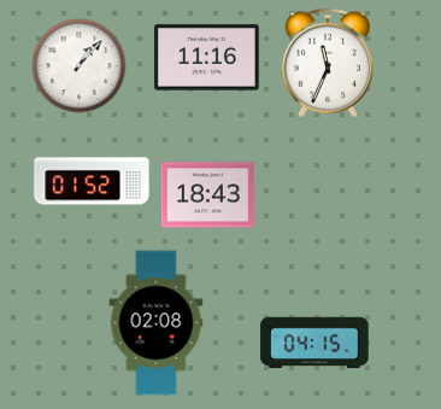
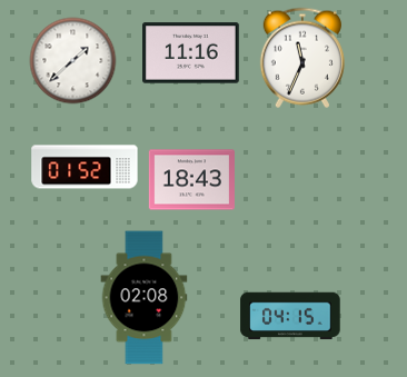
clock at (78, 65): 1:07 -> 1:38
